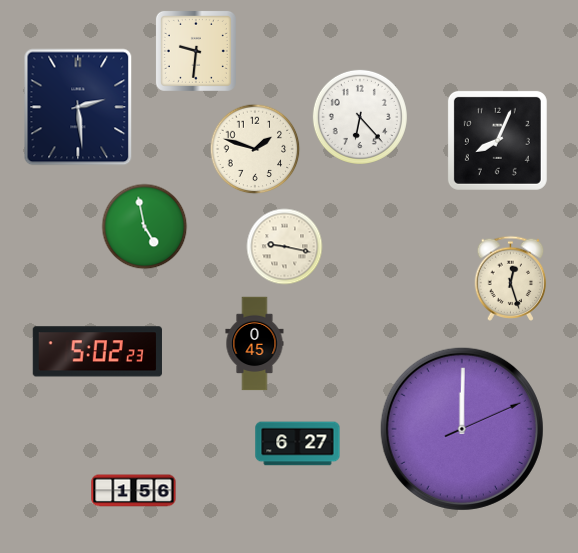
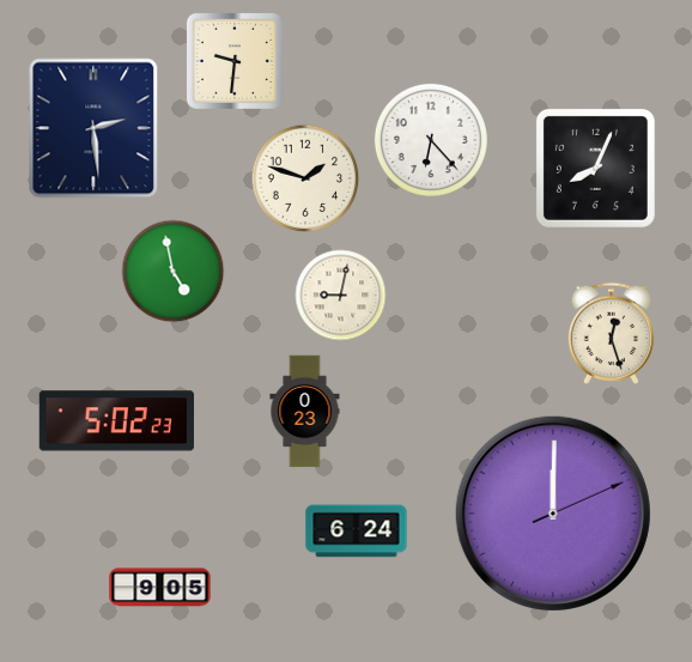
clock at (285, 247): 9:17 -> 9:02
clock at (255, 344): 0:45 -> 0:23
clock at (298, 444): 6:27 -> 6:24
clock at (134, 491): 1:56 -> 9:05
